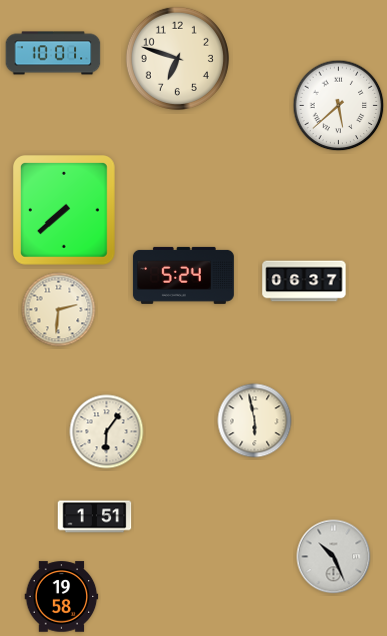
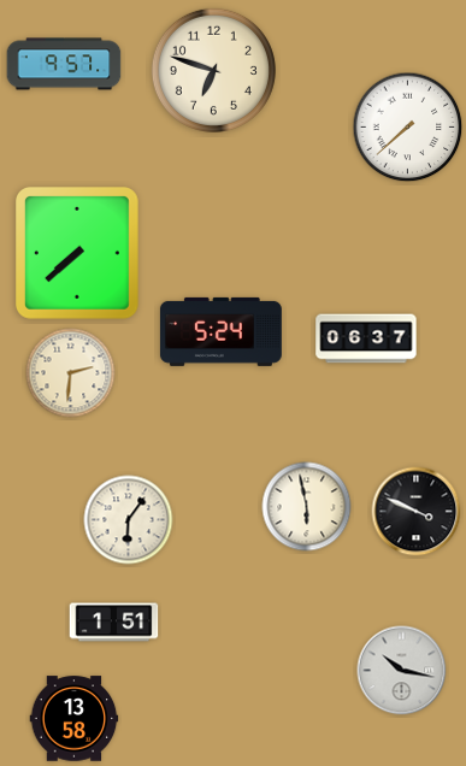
clock at (53, 53): 10:01 -> 9:57
clock at (339, 106): 5:38 -> 7:38
clock at (417, 512): none -> 3:49
clock at (334, 557): 10:26 -> 10:17
clock at (62, 597): 19:58 -> 13:58
